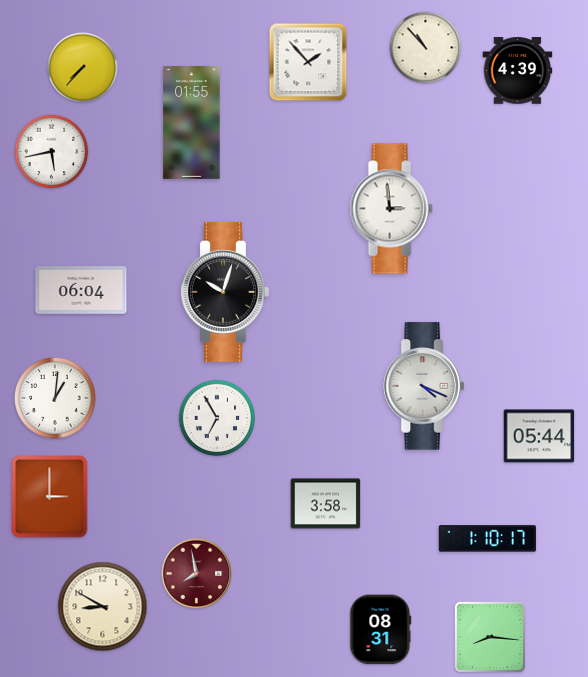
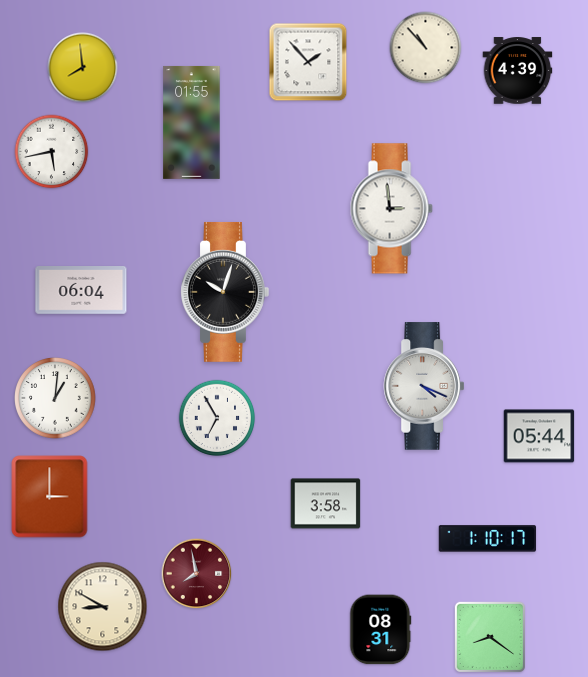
clock at (83, 68): 7:37 -> 7:59
clock at (490, 637): 8:16 -> 8:21
